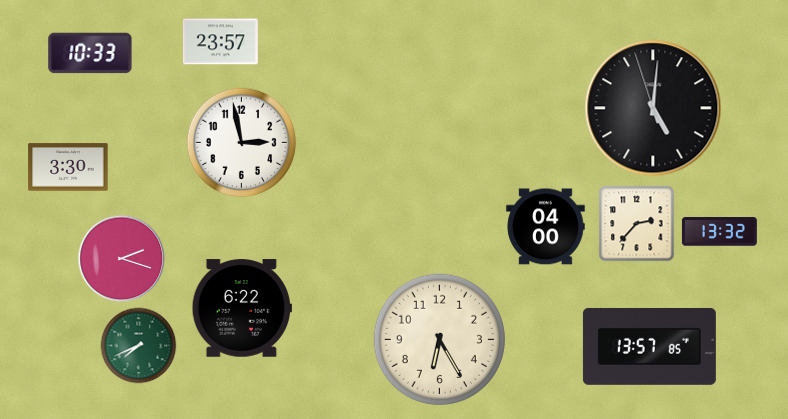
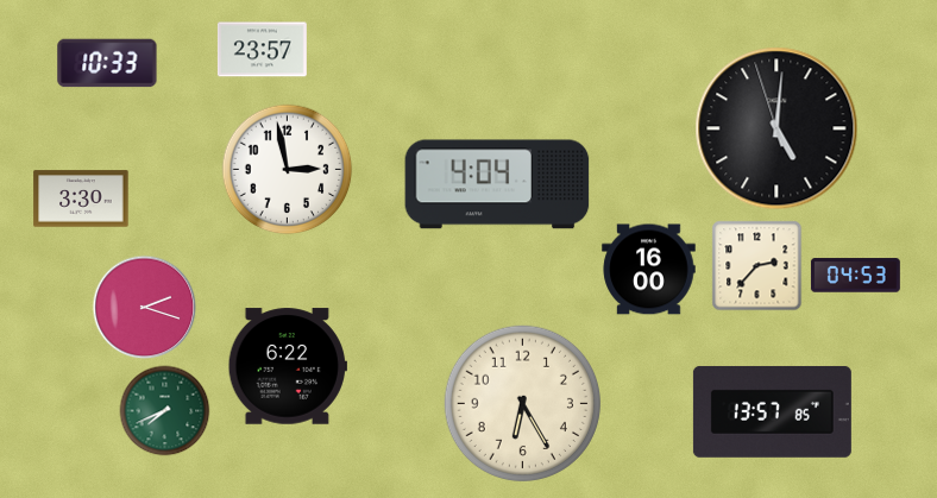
clock at (497, 184): none -> 4:04
clock at (546, 227): 04:00 -> 16:00
clock at (719, 232): 13:32 -> 04:53
